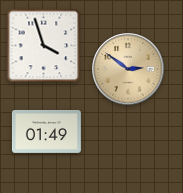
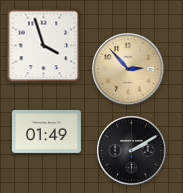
clock at (128, 69): 2:51 -> 2:53
clock at (132, 151): none -> 2:10
